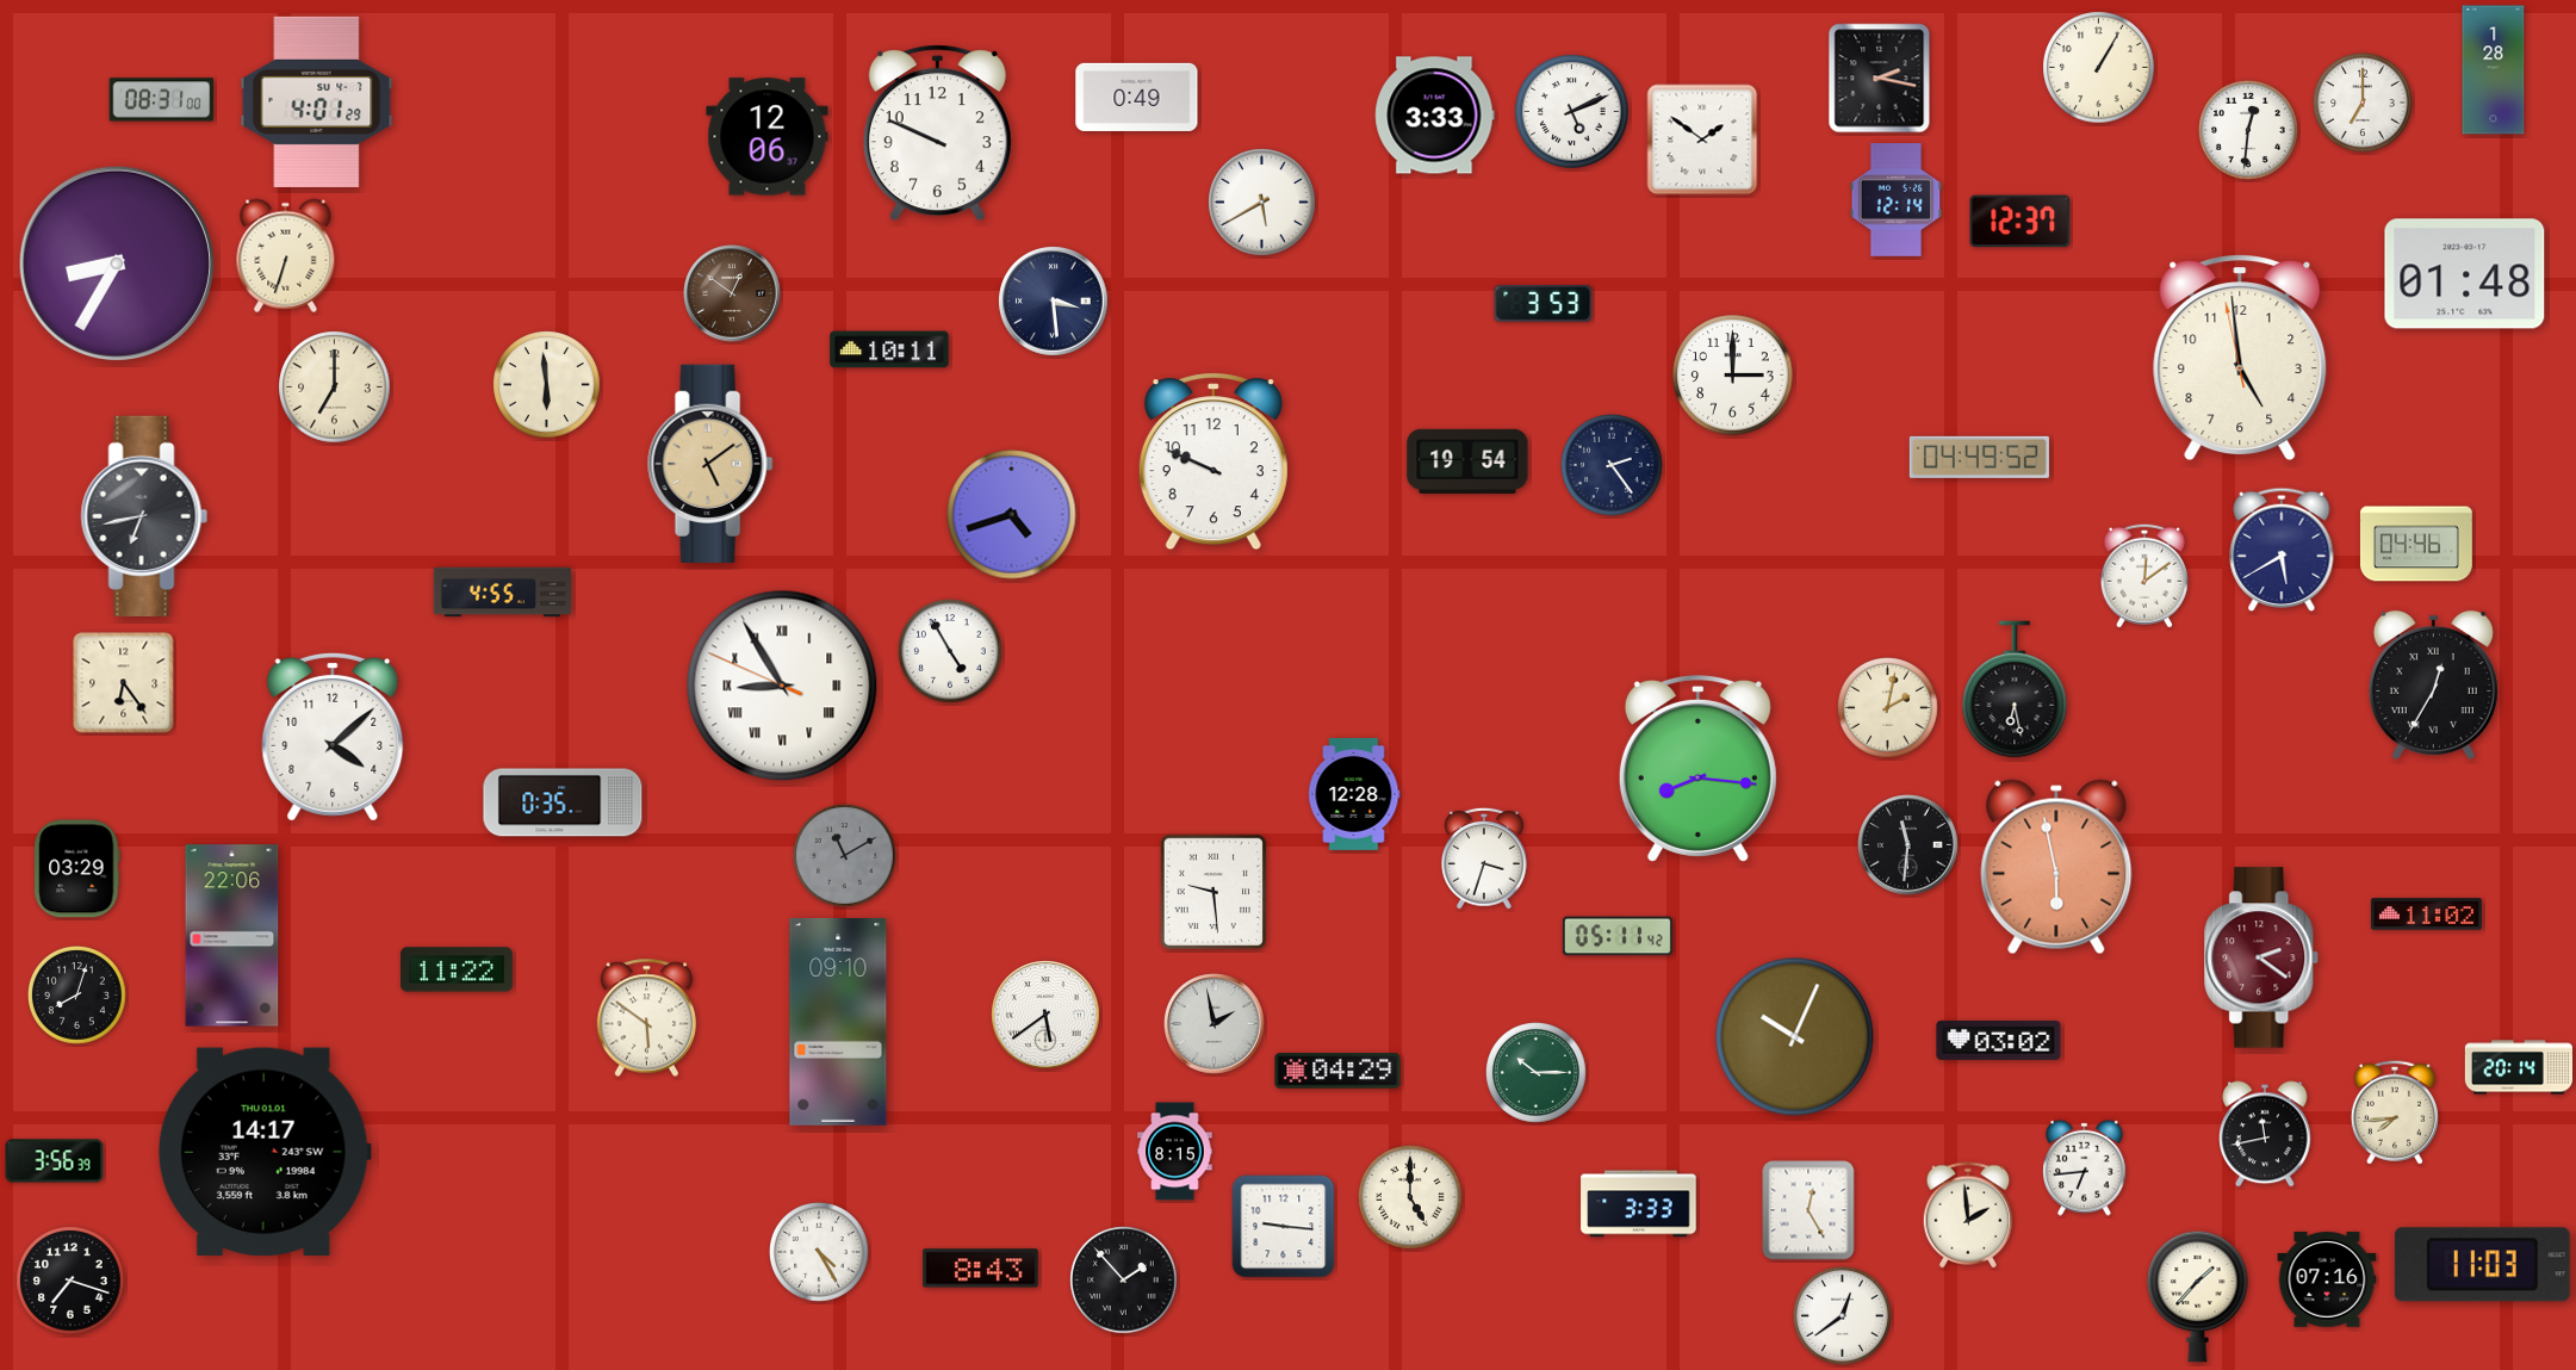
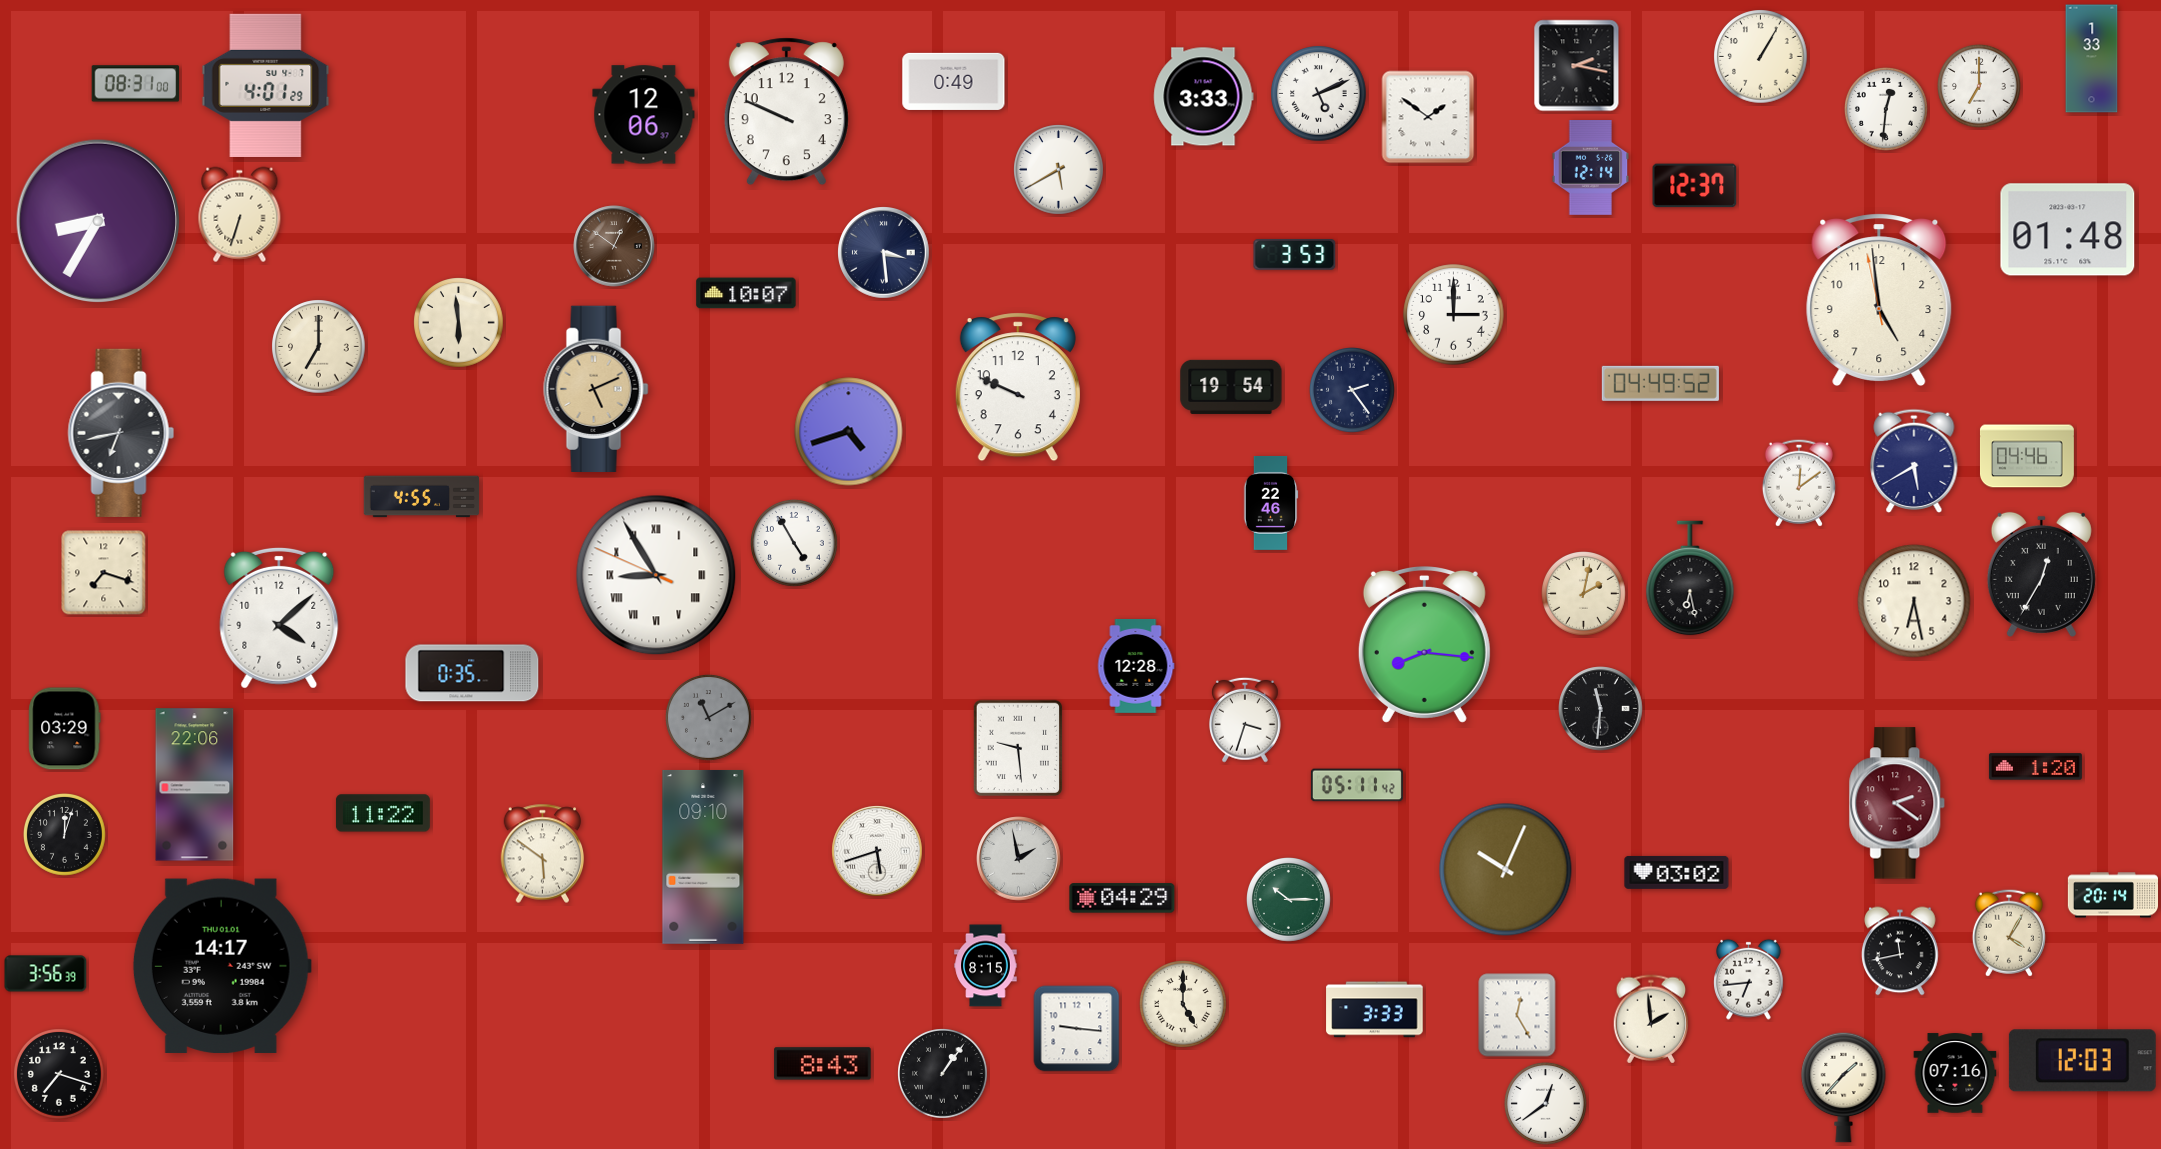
clock at (2494, 70): 1:28 -> 1:33
clock at (2364, 104) position: (2364, 104) -> (1980, 87)
clock at (889, 349): 10:11 -> 10:07
clock at (335, 388) position: (335, 388) -> (319, 347)
clock at (710, 463): 5:09 -> 5:11
clock at (1271, 503): none -> 22:46
clock at (951, 652) position: (951, 652) -> (795, 544)
clock at (124, 683): 6:24 -> 7:18
clock at (1914, 601): none -> 6:28
clock at (2056, 867): 5:58 -> none
clock at (2426, 915): 11:02 -> 1:20
clock at (76, 994): 8:03 -> 12:03
clock at (1047, 1016): 5:39 -> 5:42
clock at (2395, 1112): 7:44 -> 4:05
clock at (820, 1253): 4:25 -> none
clock at (2482, 1265): 11:03 -> 12:03
clock at (2327, 1279) position: (2327, 1279) -> (1955, 1073)
clock at (1124, 1281): 1:53 -> 1:06
